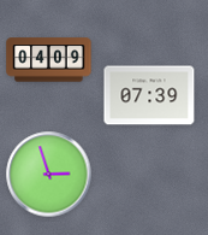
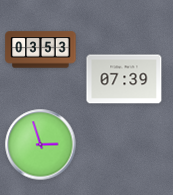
clock at (49, 60): 04:09 -> 03:53
